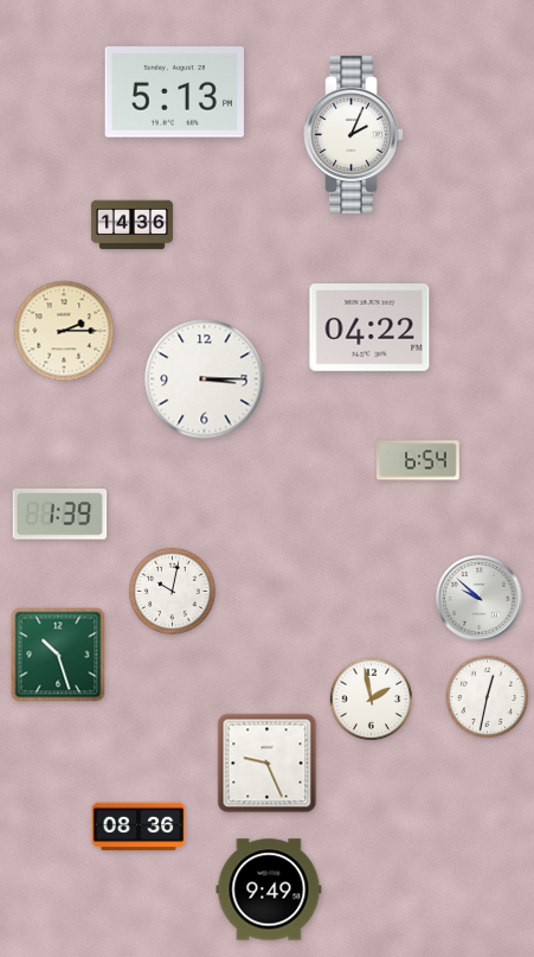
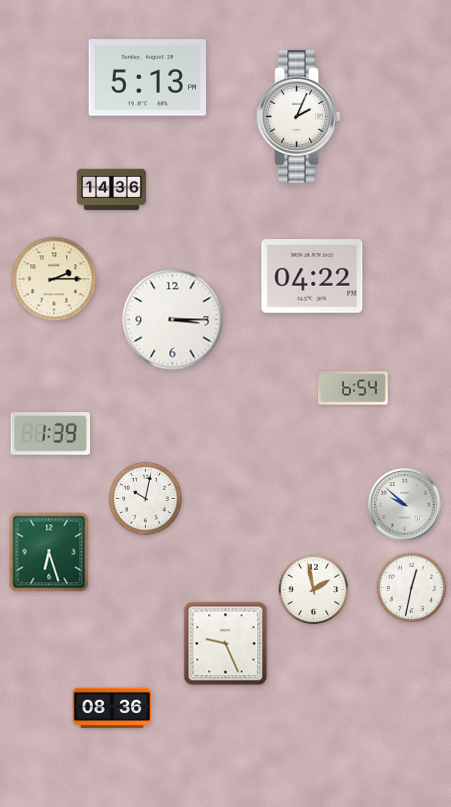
clock at (353, 134) position: (353, 134) -> (298, 116)
clock at (58, 655): 10:27 -> 6:27
clock at (139, 827) position: (139, 827) -> (112, 708)
clock at (269, 889): 9:49 -> none
